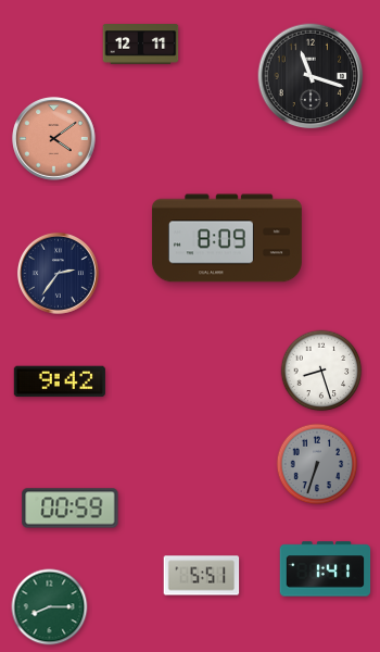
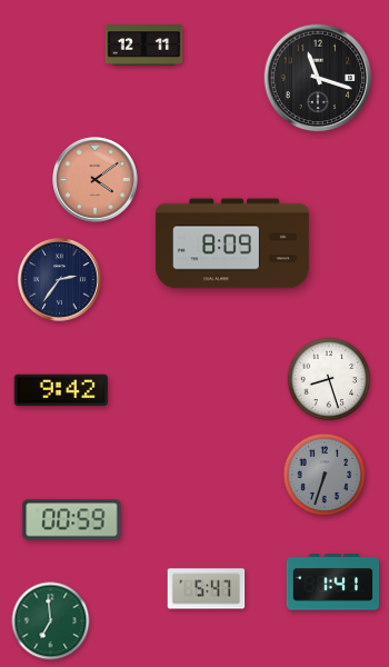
clock at (54, 139) position: (54, 139) -> (96, 180)
clock at (202, 576): 5:51 -> 5:47
clock at (50, 607): 8:15 -> 6:59
